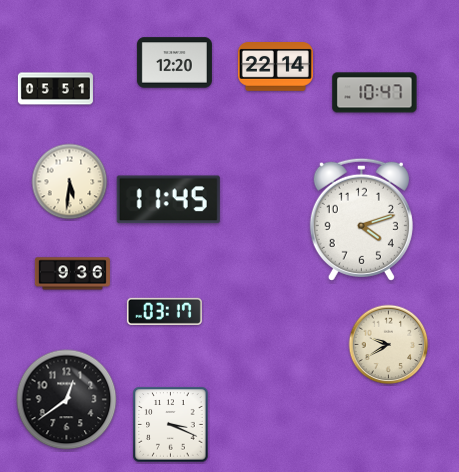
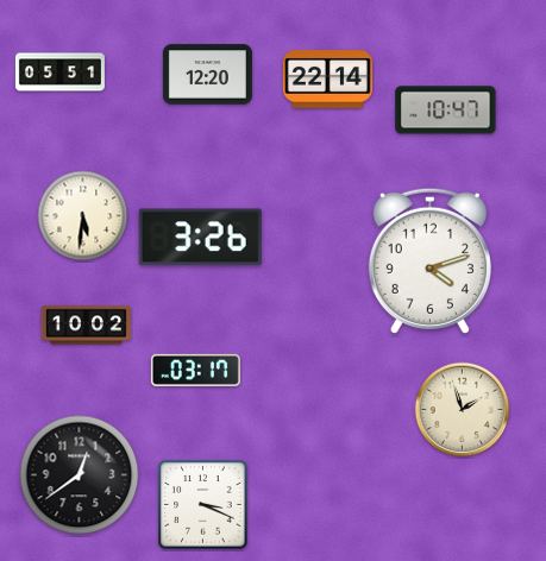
clock at (55, 89) position: (55, 89) -> (59, 73)
clock at (168, 200): 11:45 -> 3:26
clock at (72, 274): 9:36 -> 10:02
clock at (389, 345): 9:40 -> 1:57
